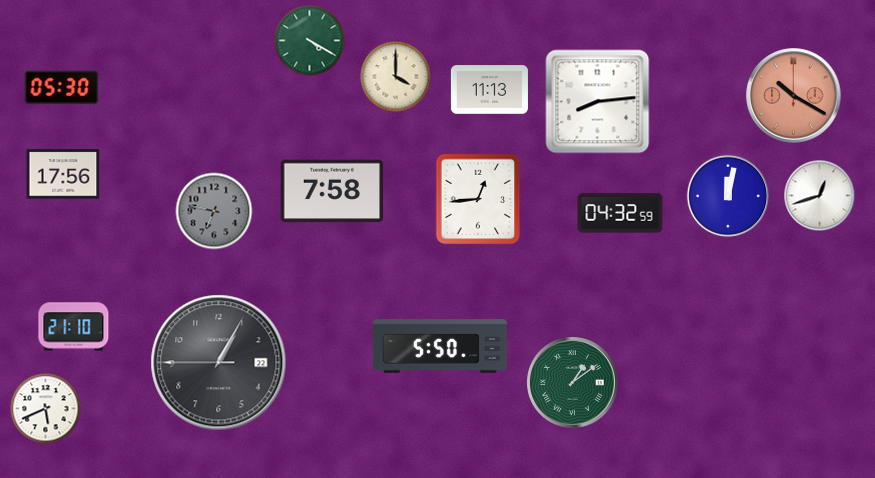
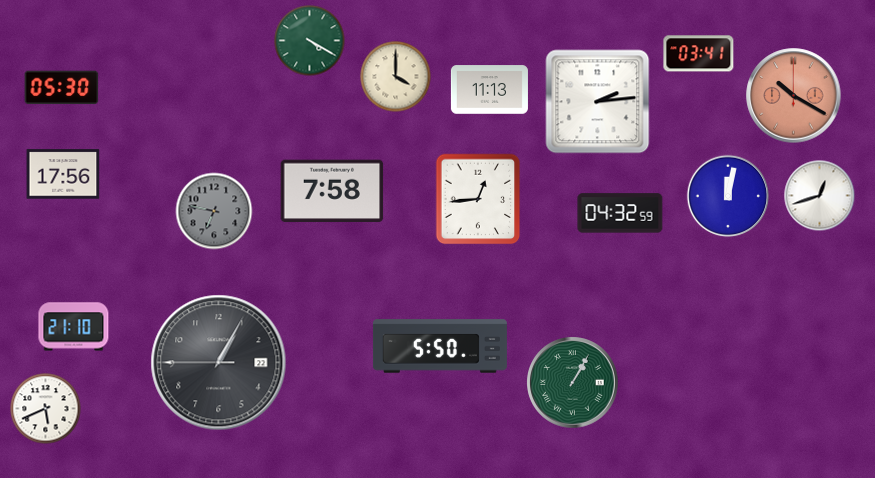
clock at (699, 54): none -> 03:41
clock at (598, 102): 8:14 -> 2:14
clock at (573, 383): 1:09 -> 1:05
